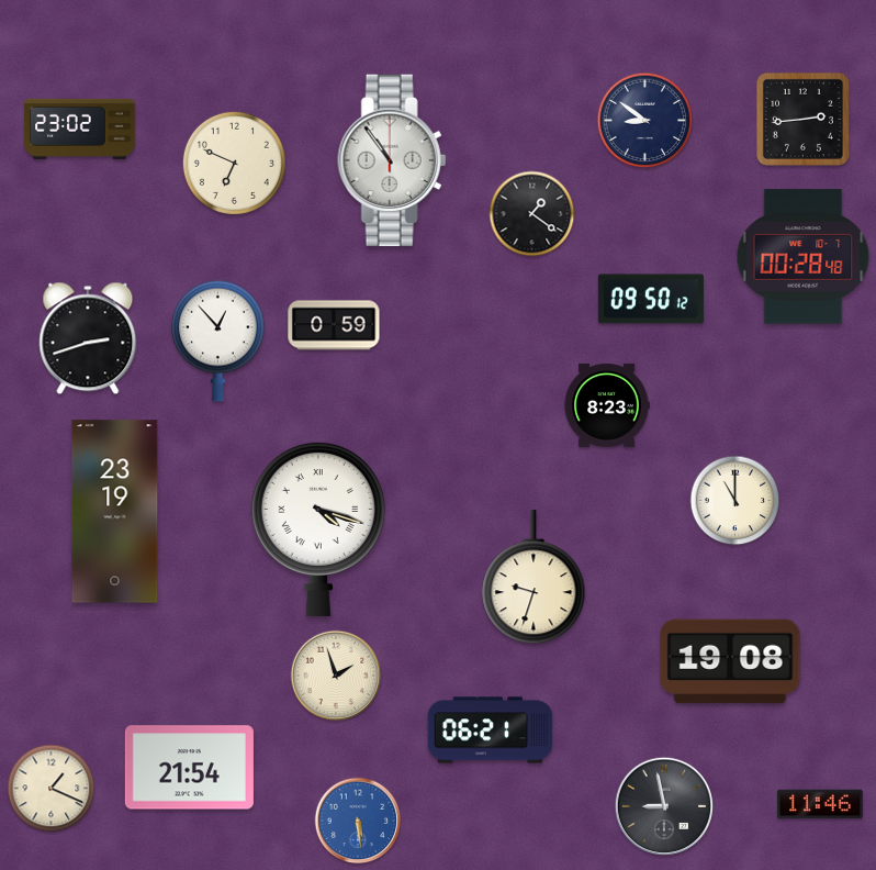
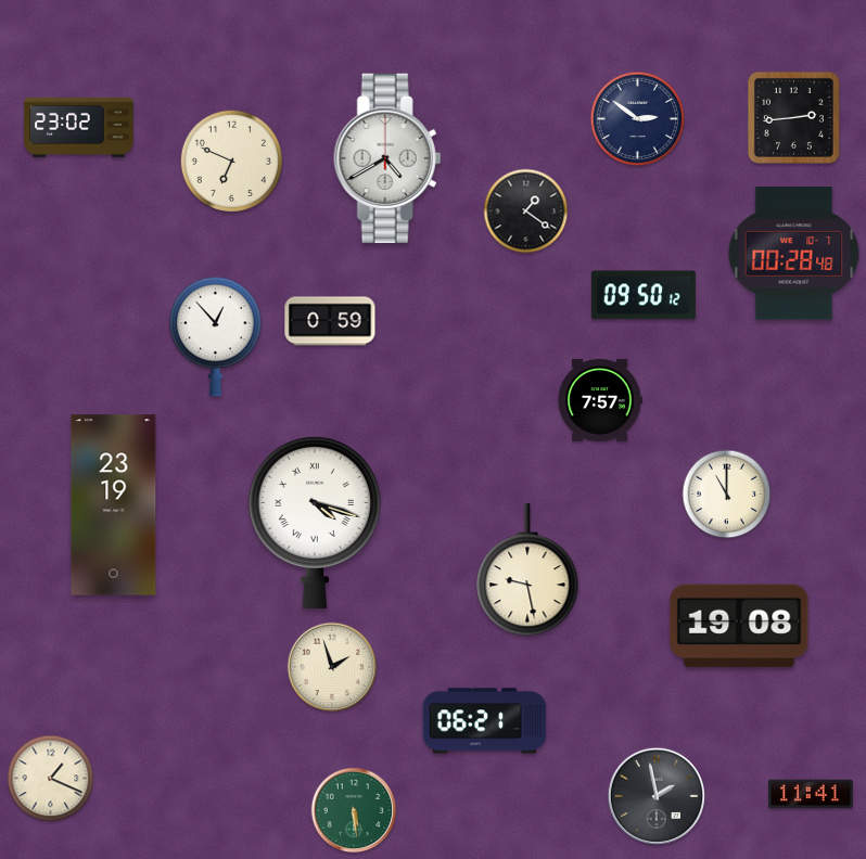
clock at (645, 121): 8:51 -> 2:51
clock at (392, 160): 10:54 -> 4:40
clock at (88, 338): 2:42 -> none
clock at (607, 405): 8:23 -> 7:57
clock at (534, 578): 9:33 -> 9:28
clock at (730, 661) position: (730, 661) -> (739, 626)
clock at (189, 768): 21:54 -> none
clock at (820, 804): 11:46 -> 11:41
clock at (664, 806): 8:58 -> 1:58
clock at (358, 821) dial: blue -> green
